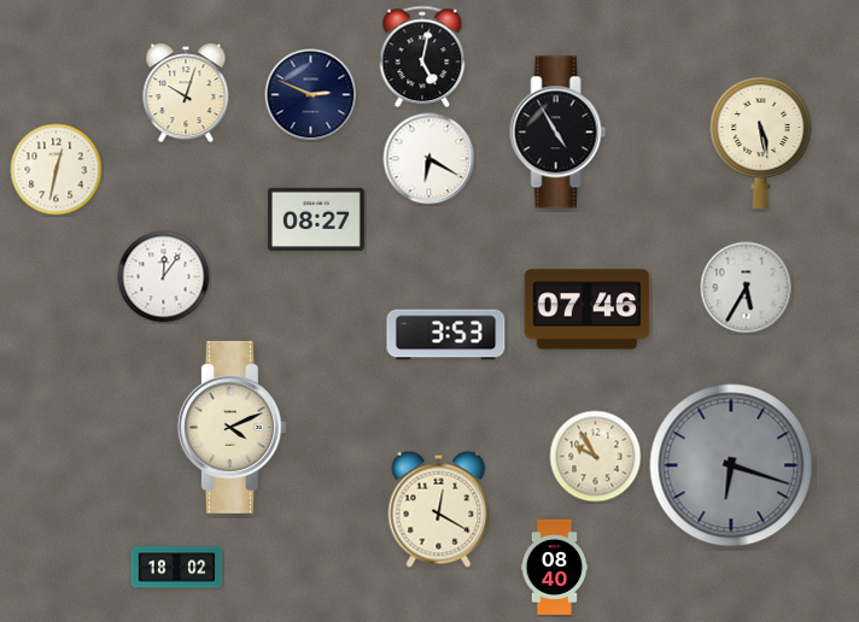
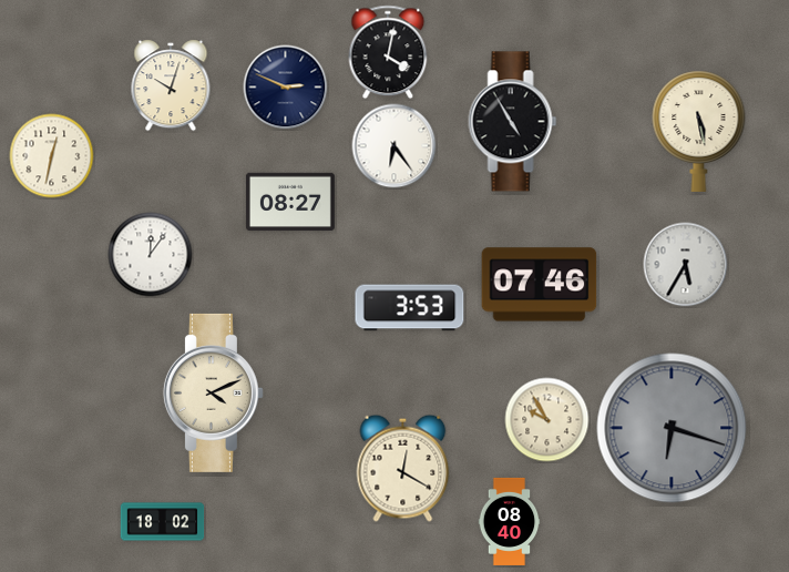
clock at (422, 57): 5:02 -> 4:02
clock at (429, 159): 6:20 -> 6:24
